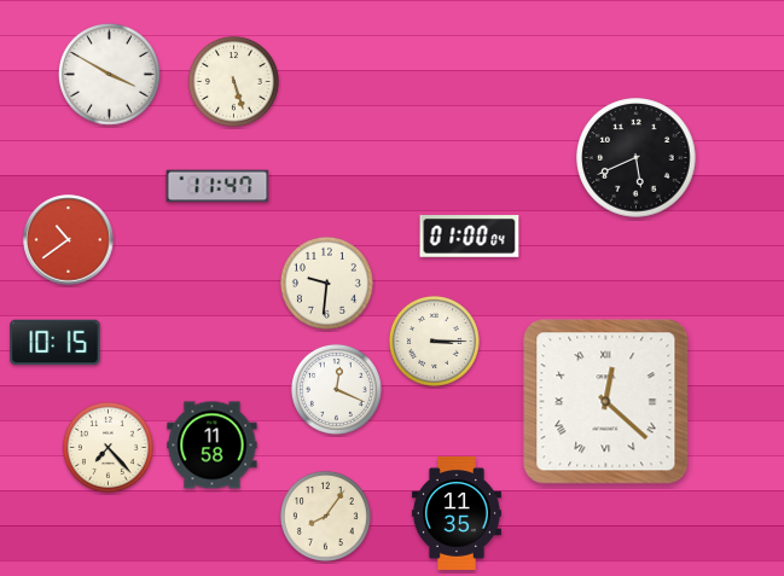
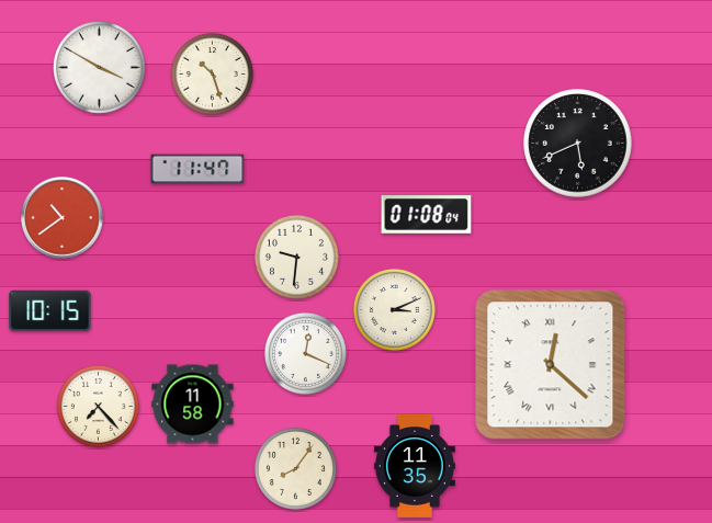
clock at (233, 81): 5:27 -> 10:27
clock at (470, 237): 01:00 -> 01:08
clock at (434, 341): 3:15 -> 3:11
